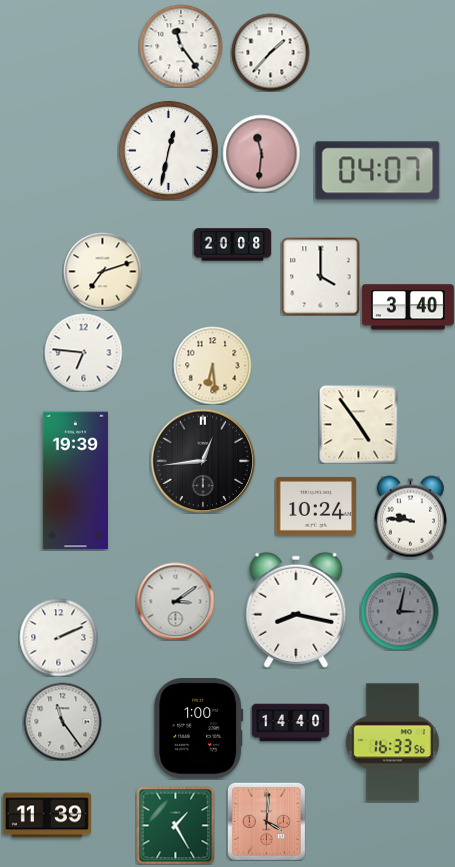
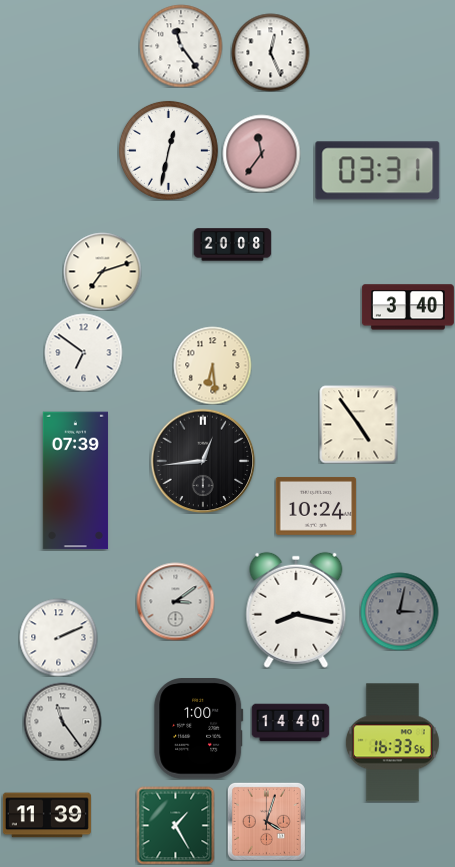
clock at (270, 52): 1:37 -> 12:26
clock at (261, 153): 11:31 -> 11:36
clock at (378, 171): 04:07 -> 03:31
clock at (320, 276): 4:00 -> none
clock at (83, 352): 6:46 -> 6:51
clock at (75, 481): 19:39 -> 07:39
clock at (410, 517): 9:46 -> none
clock at (266, 821): 4:01 -> 4:03
